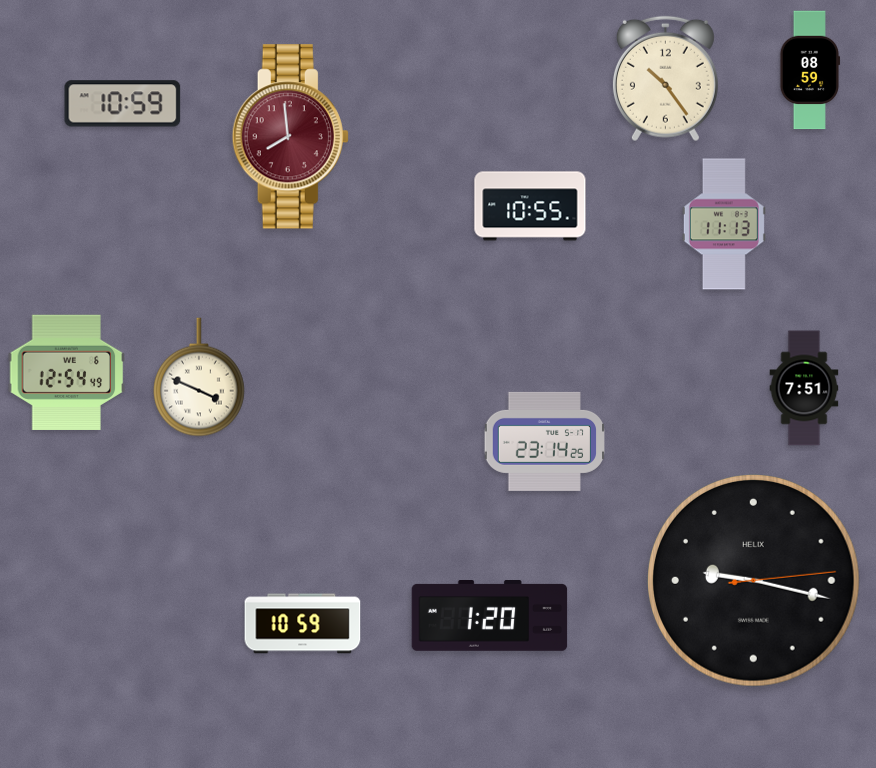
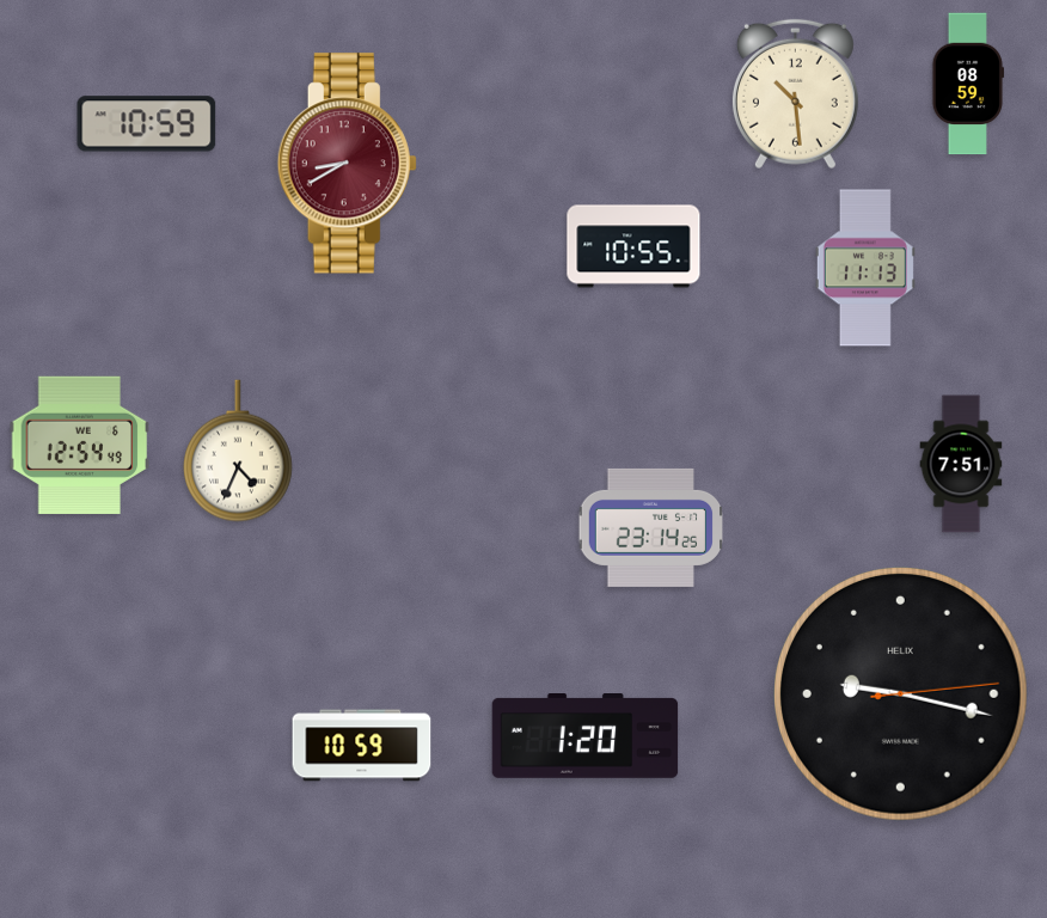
clock at (665, 79): 10:24 -> 10:29
clock at (290, 137): 7:59 -> 8:40
clock at (199, 377): 3:49 -> 4:34
